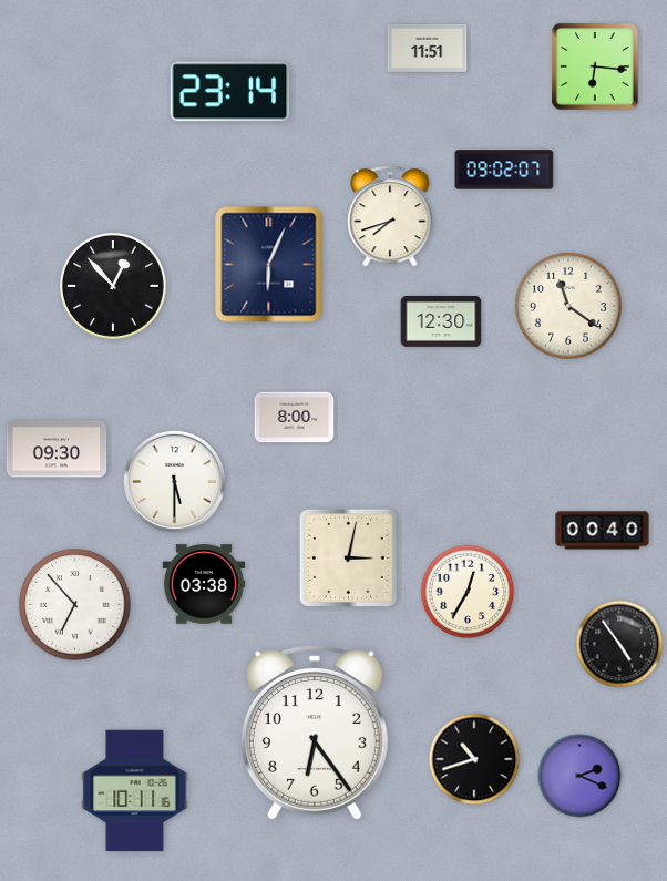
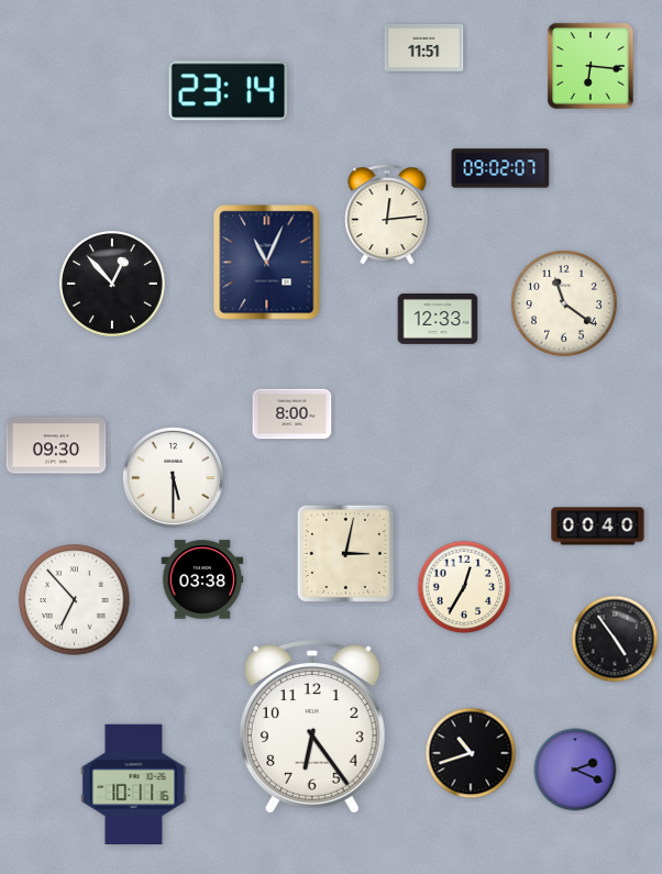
clock at (390, 216): 7:42 -> 12:14
clock at (269, 265): 6:04 -> 11:04
clock at (441, 321): 12:30 -> 12:33
